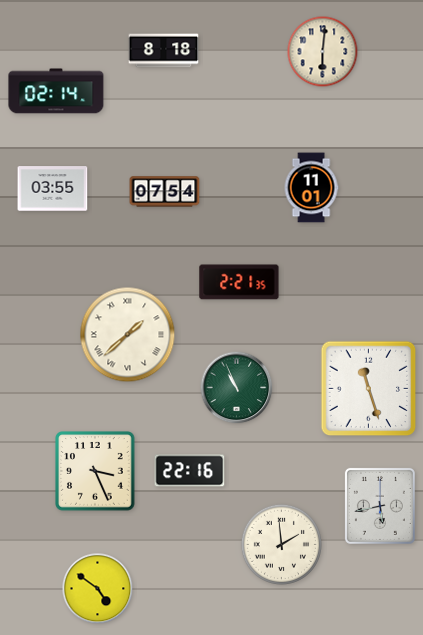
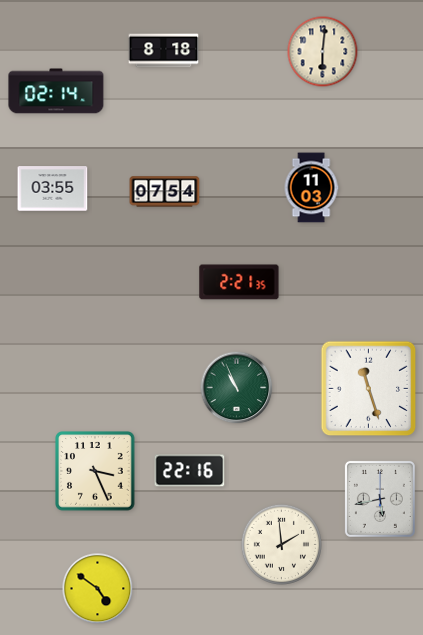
clock at (311, 188): 11:01 -> 11:03
clock at (128, 335): 1:38 -> none
clock at (380, 506) position: (380, 506) -> (380, 499)
